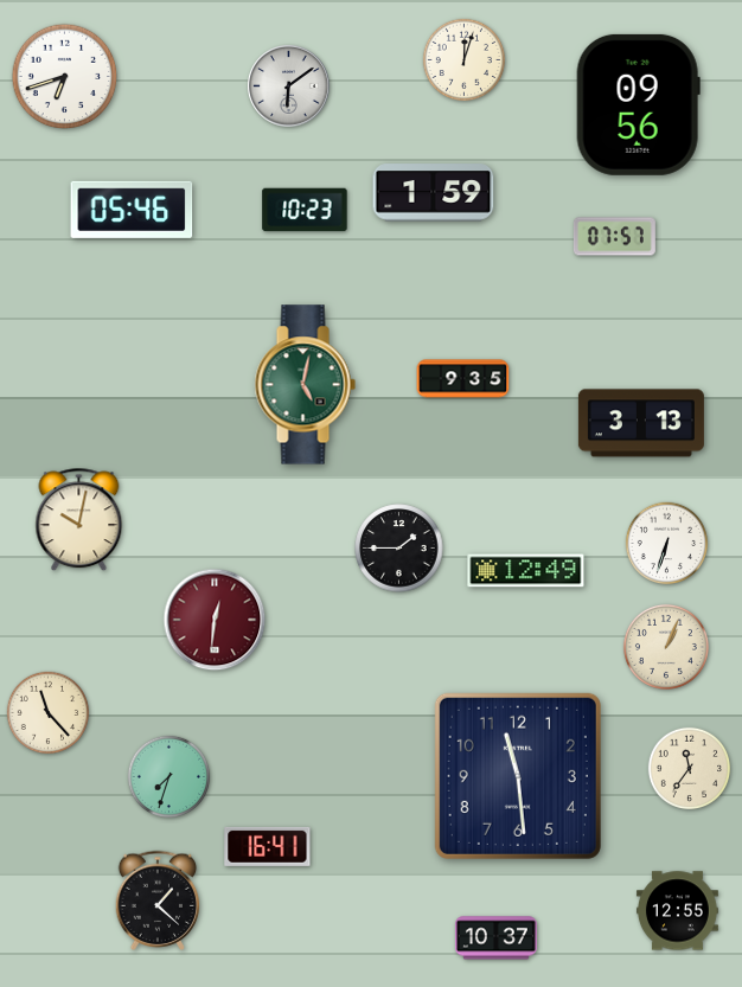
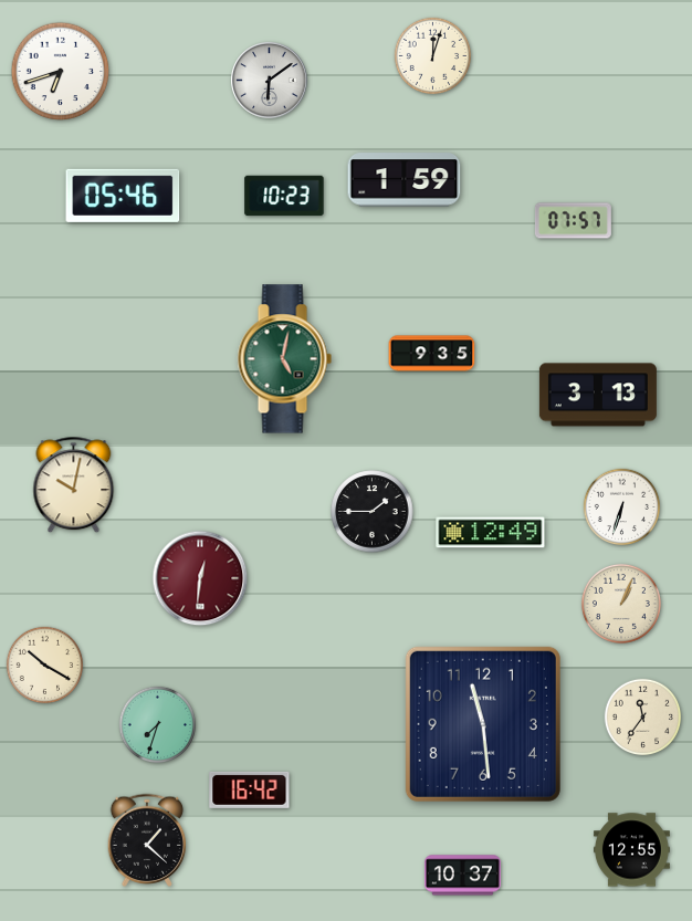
clock at (638, 104): 09:56 -> none
clock at (49, 713): 11:23 -> 10:20
clock at (268, 846): 16:41 -> 16:42
